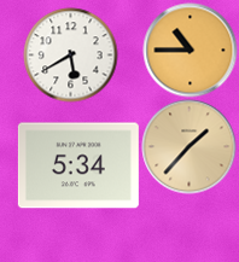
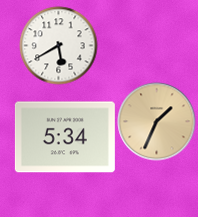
clock at (190, 50): 10:45 -> none
clock at (188, 146): 1:37 -> 1:34
